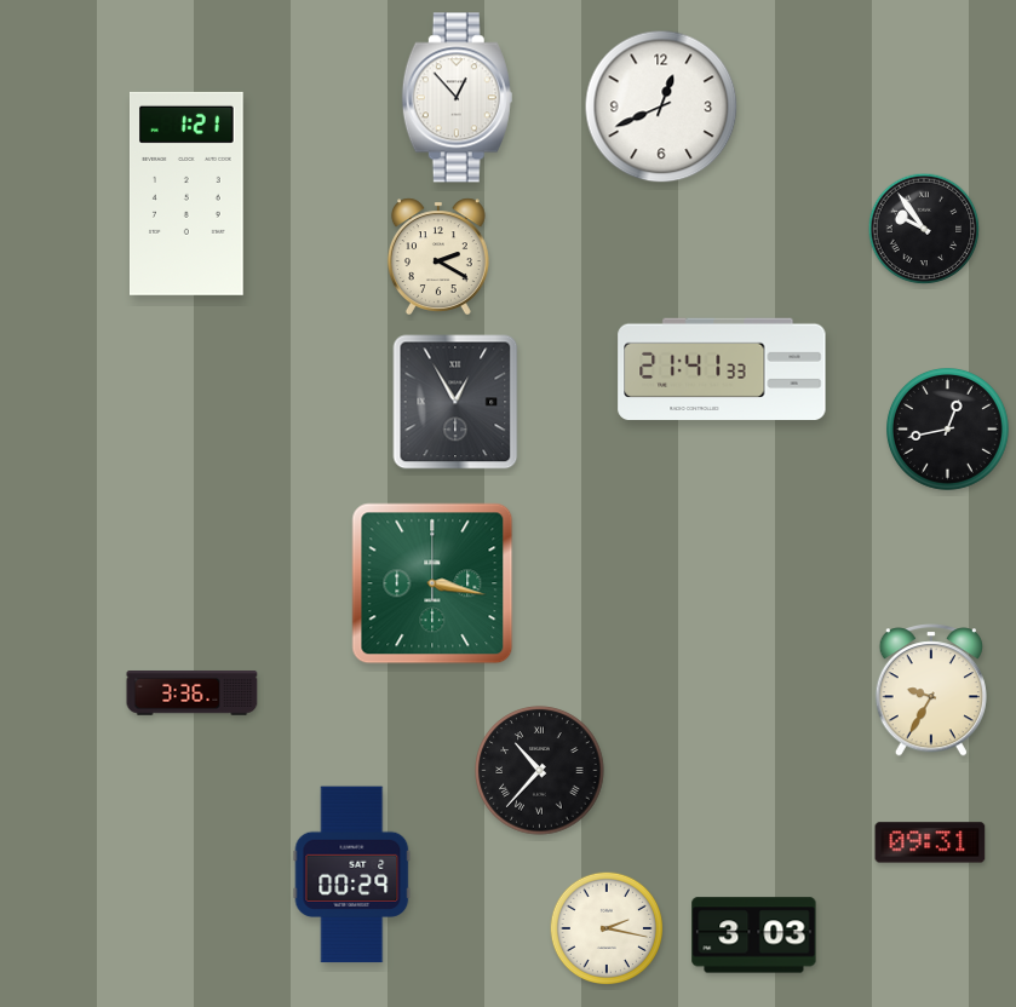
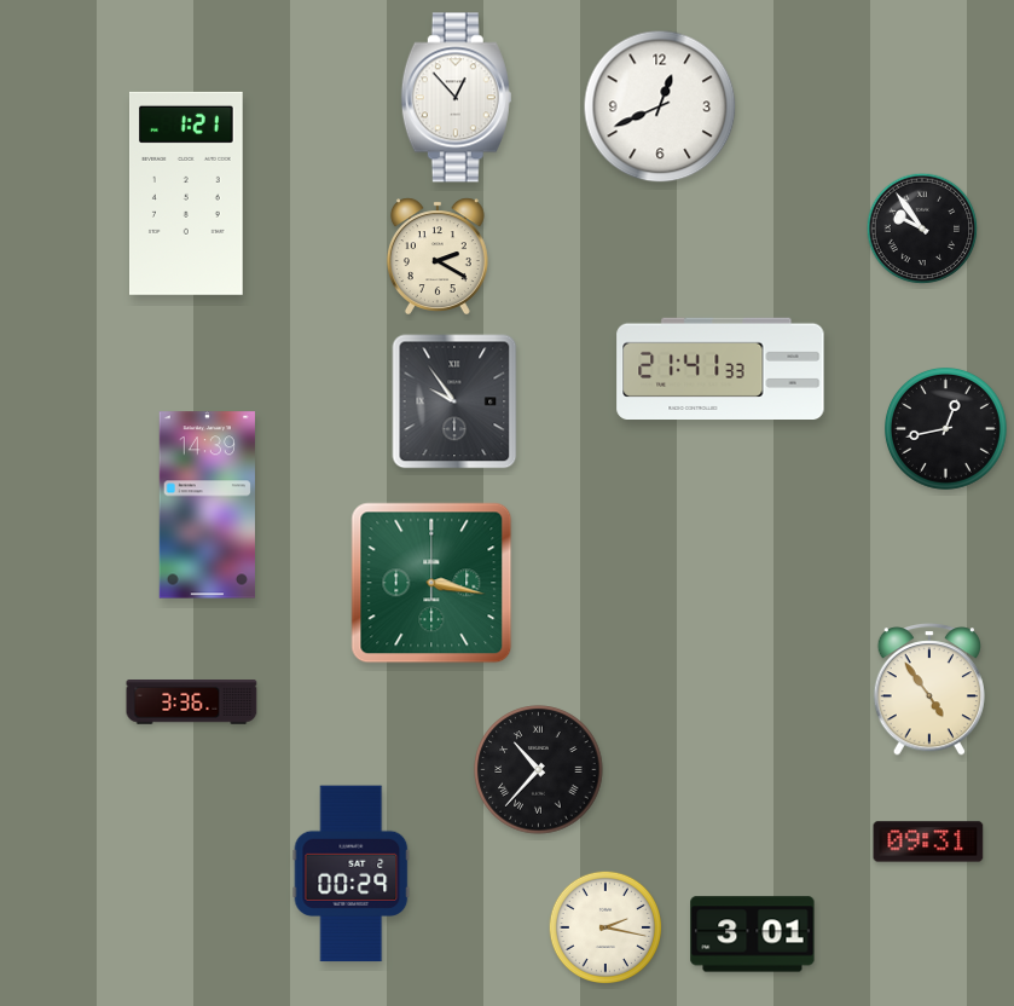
clock at (455, 402): 12:55 -> 9:54
clock at (207, 505): none -> 14:39
clock at (930, 690): 9:35 -> 4:54
clock at (193, 694) position: (193, 694) -> (192, 703)
clock at (754, 936): 3:03 -> 3:01
